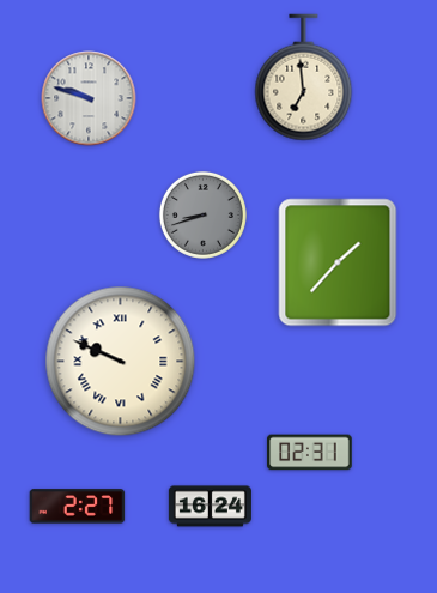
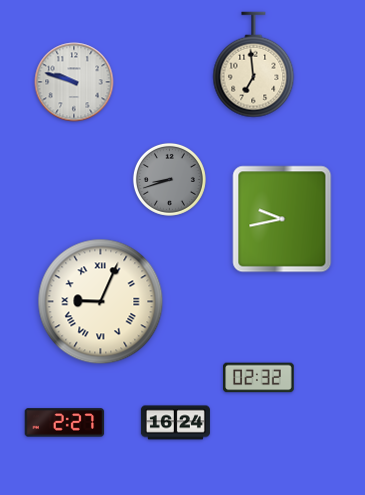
clock at (338, 262): 1:37 -> 9:43
clock at (121, 362): 9:49 -> 9:04
clock at (310, 453): 02:31 -> 02:32
